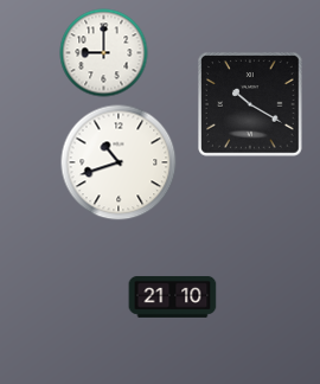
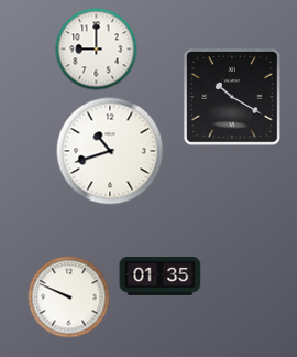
clock at (173, 296): 21:10 -> 01:35
clock at (69, 297): none -> 9:49
